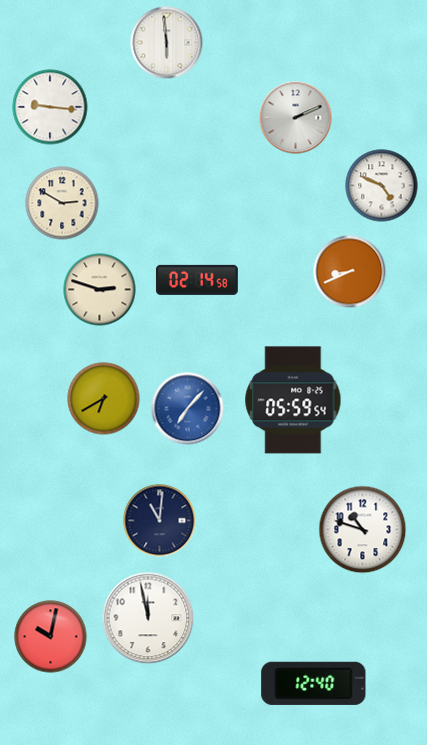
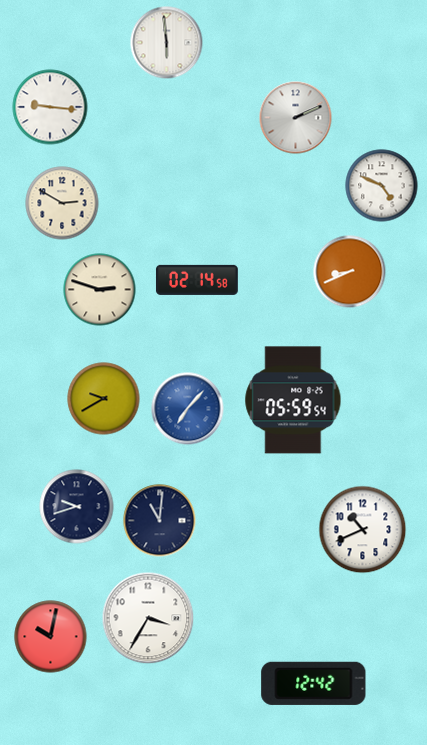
clock at (104, 399): 6:40 -> 9:40
clock at (77, 507): none -> 9:42
clock at (363, 530): 10:48 -> 10:41
clock at (148, 618): 11:58 -> 3:35
clock at (314, 683): 12:40 -> 12:42
